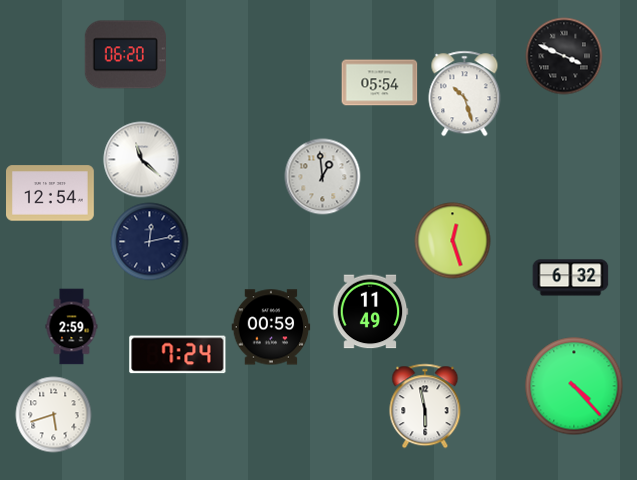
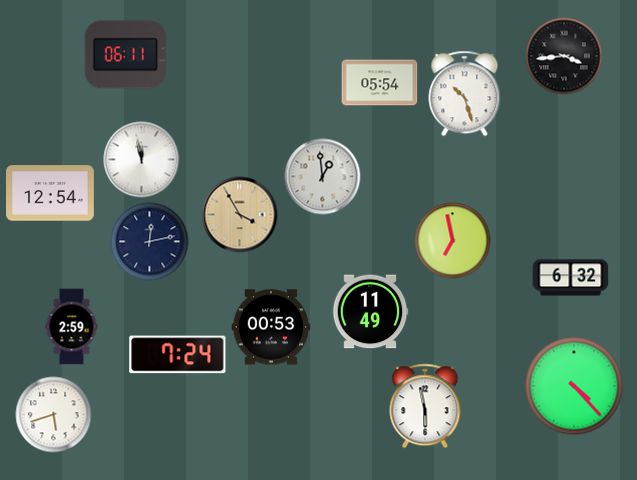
clock at (125, 55): 06:20 -> 06:11
clock at (564, 56): 3:49 -> 3:44
clock at (142, 160): 11:22 -> 11:58
clock at (240, 215): none -> 3:55
clock at (453, 241): 12:27 -> 6:58
clock at (271, 327): 00:59 -> 00:53
